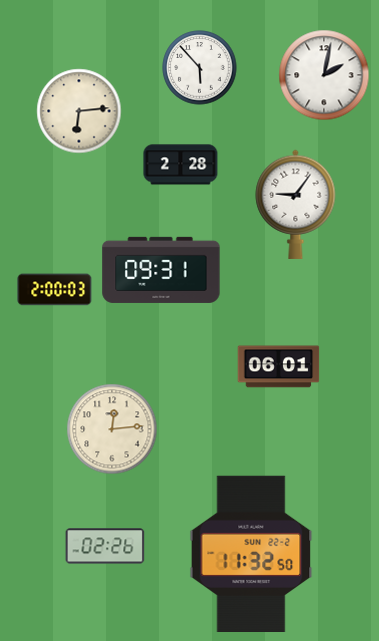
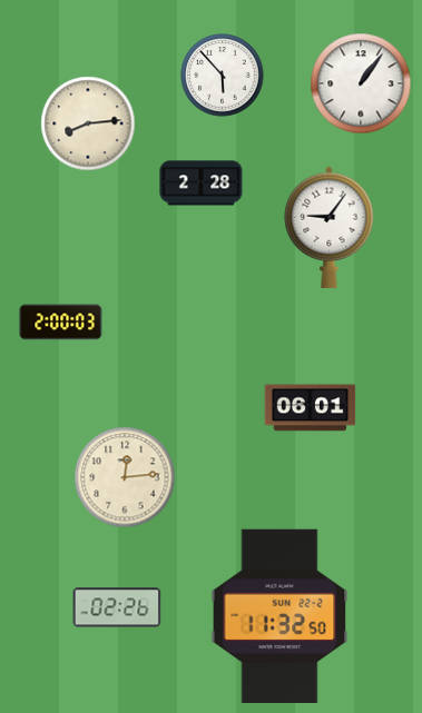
clock at (324, 75): 2:02 -> 1:06
clock at (79, 111): 6:14 -> 8:14
clock at (161, 270): 09:31 -> none
